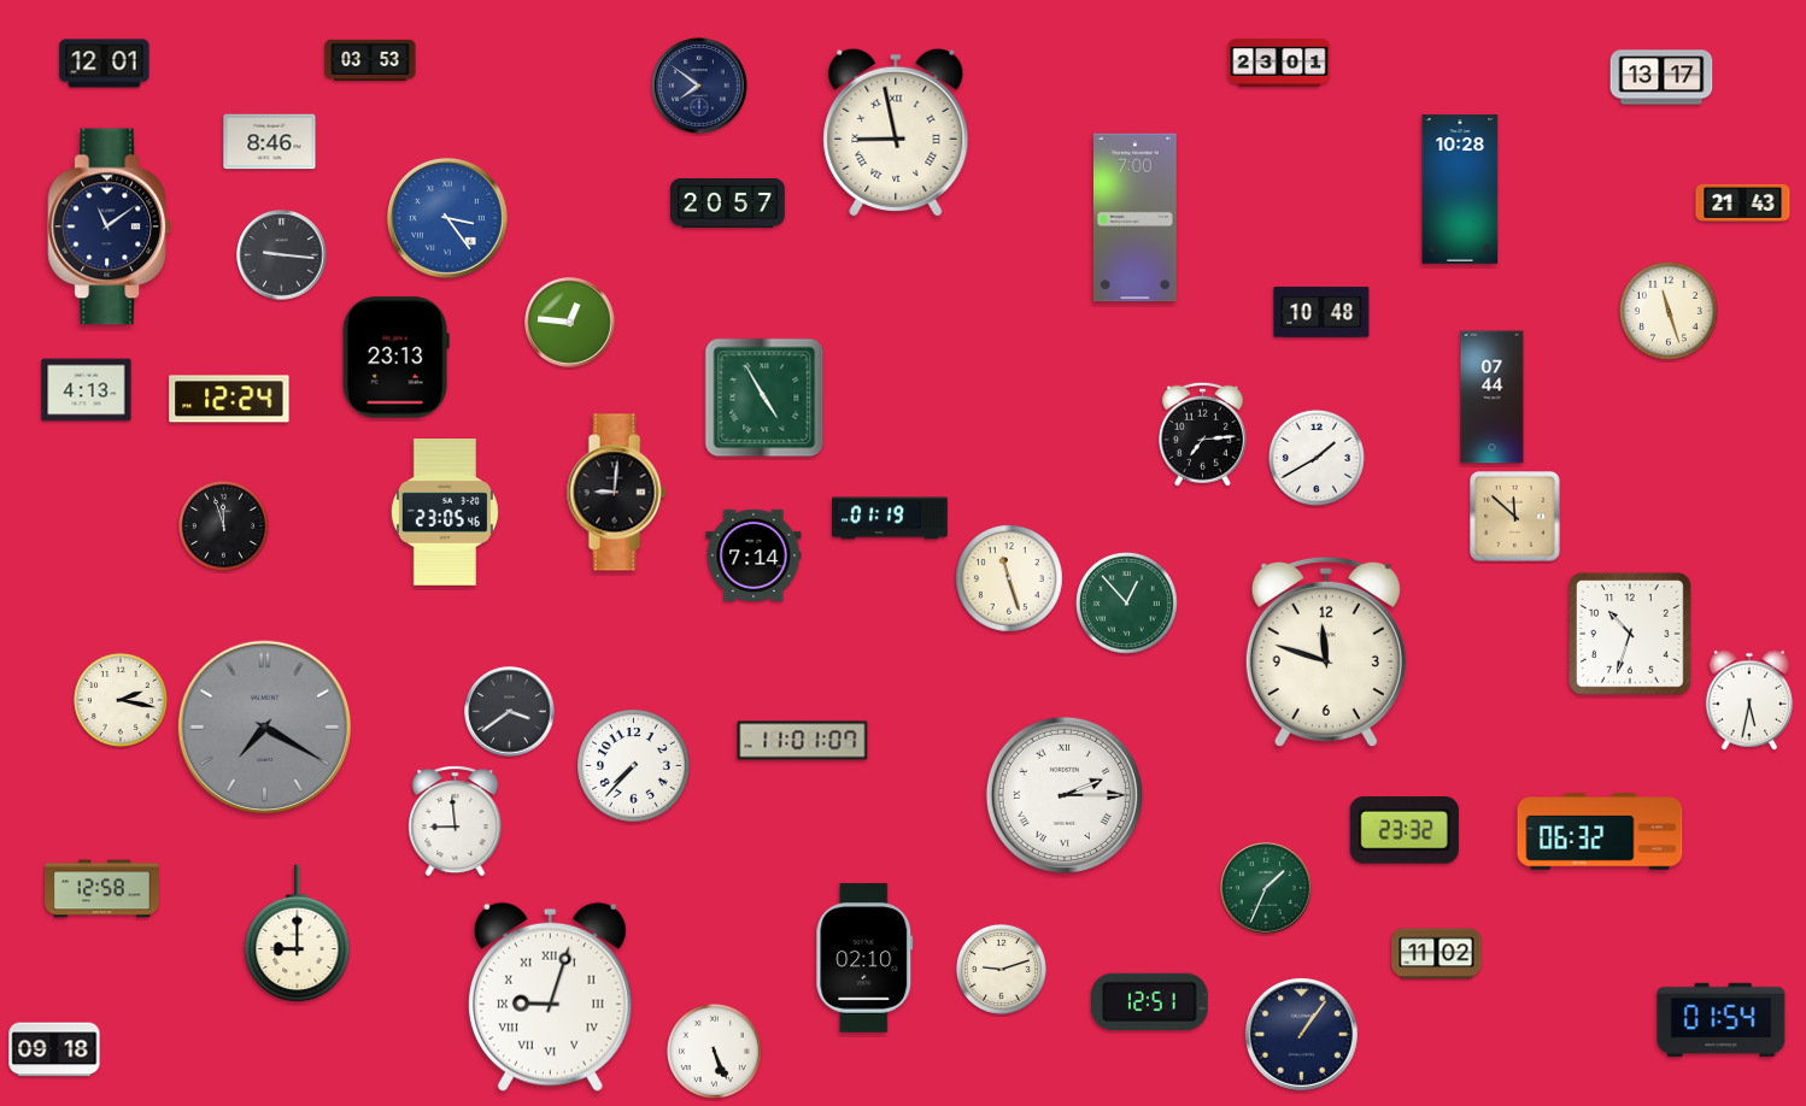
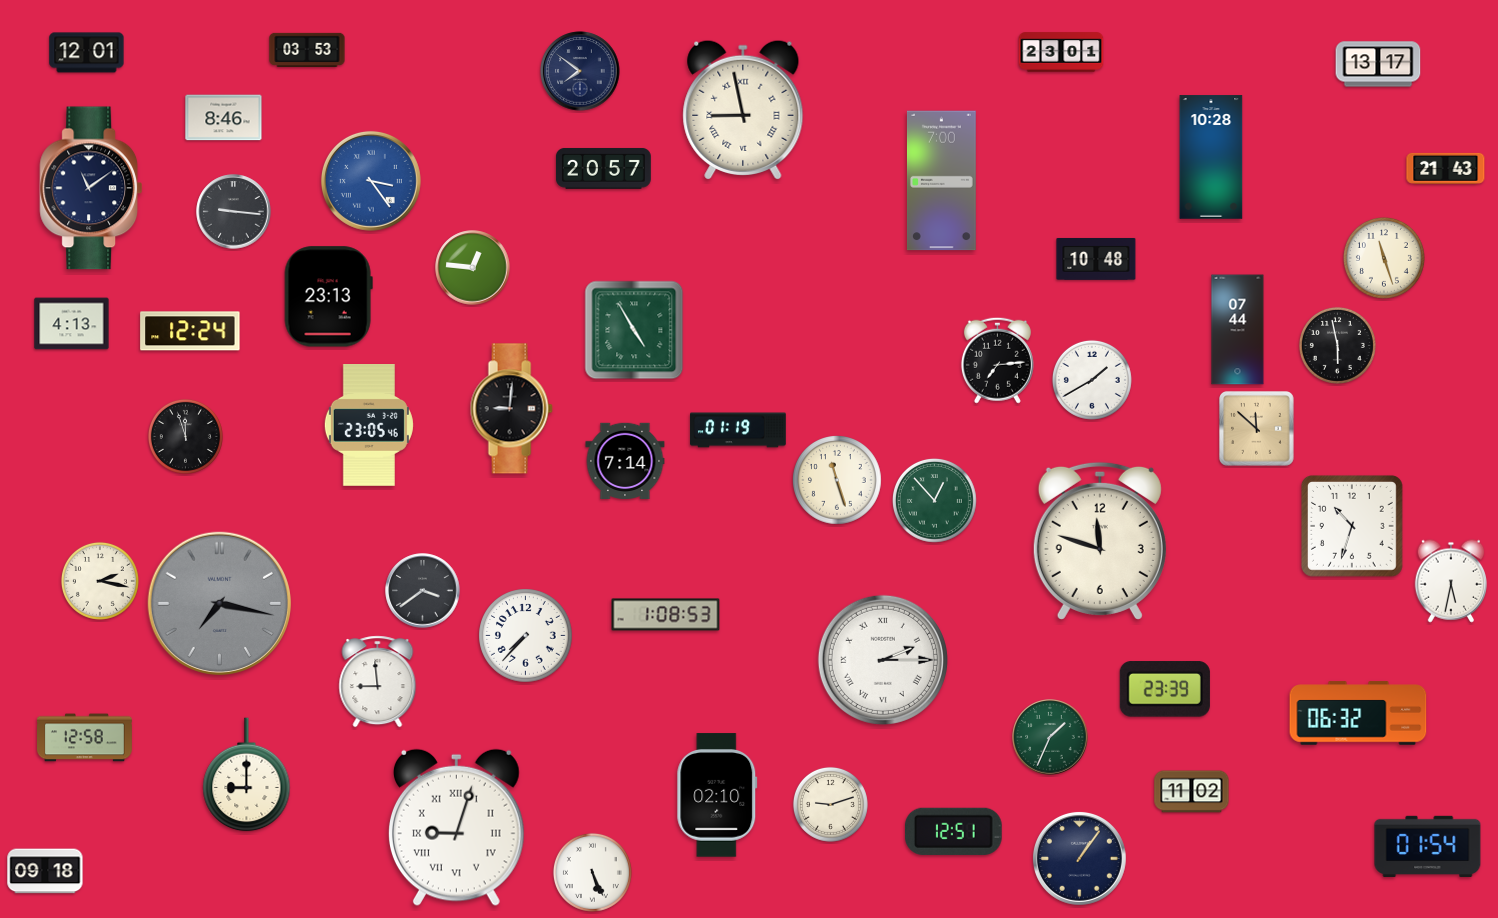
clock at (1337, 345): none -> 5:58
clock at (264, 726): 7:20 -> 7:17
clock at (803, 741): 11:01 -> 1:08
clock at (1405, 830): 23:32 -> 23:39
clock at (1600, 831) position: (1600, 831) -> (1358, 713)
